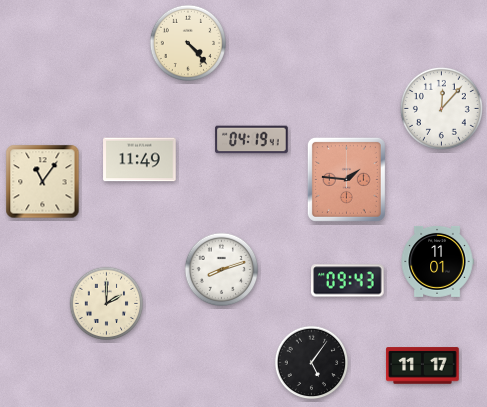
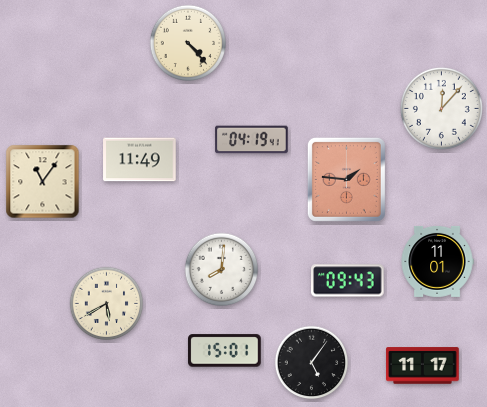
clock at (222, 270): 8:12 -> 8:01
clock at (107, 304): 2:00 -> 5:40
clock at (225, 351): none -> 15:01
